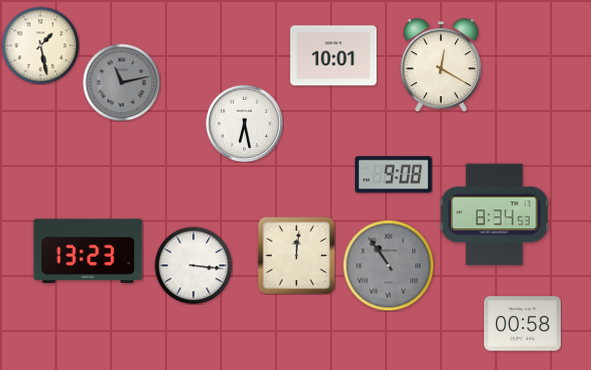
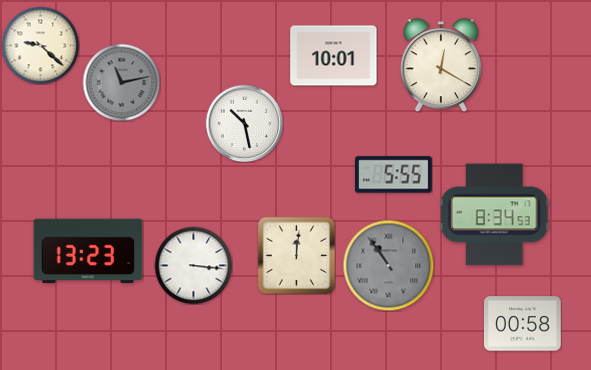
clock at (40, 45): 1:28 -> 9:22
clock at (244, 123): 6:28 -> 10:28
clock at (394, 175): 9:08 -> 5:55
